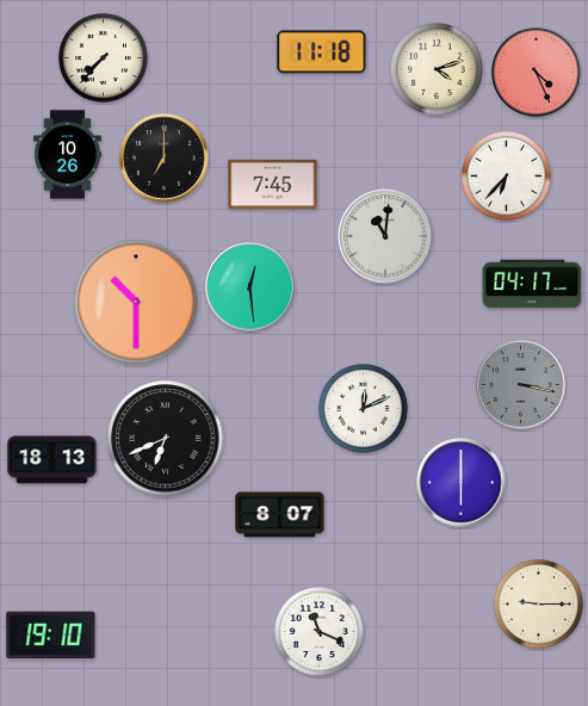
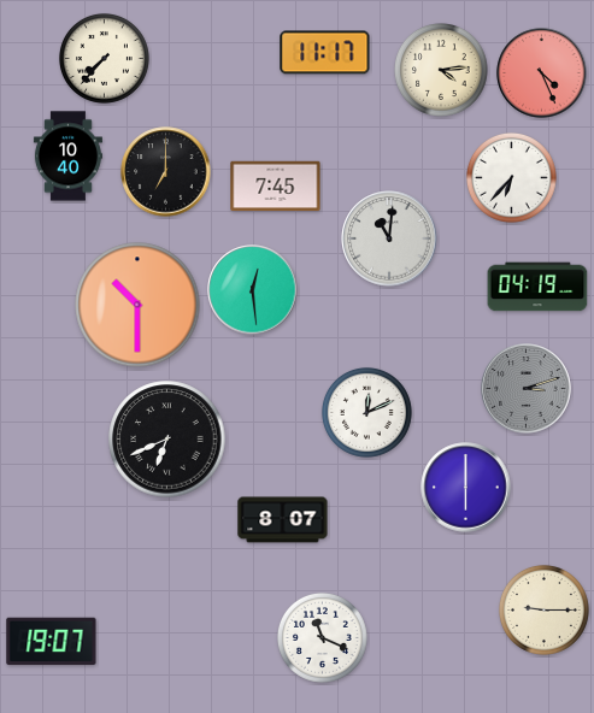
clock at (322, 52): 11:18 -> 11:17
clock at (438, 70): 4:12 -> 4:14
clock at (67, 155): 10:26 -> 10:40
clock at (165, 159) position: (165, 159) -> (166, 172)
clock at (532, 284): 04:17 -> 04:19
clock at (521, 385): 3:17 -> 3:12
clock at (166, 439) position: (166, 439) -> (167, 440)
clock at (52, 460): 18:13 -> none
clock at (51, 636): 19:10 -> 19:07
